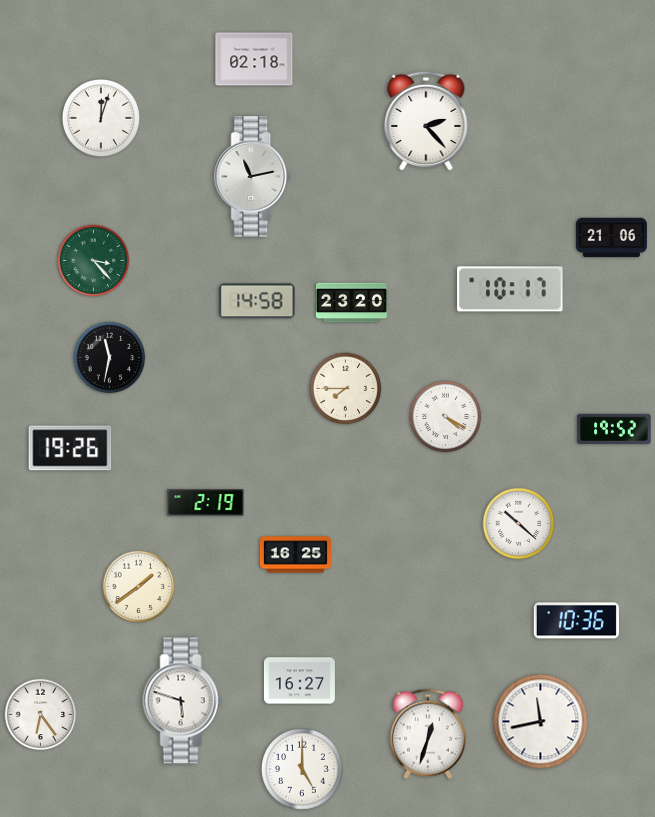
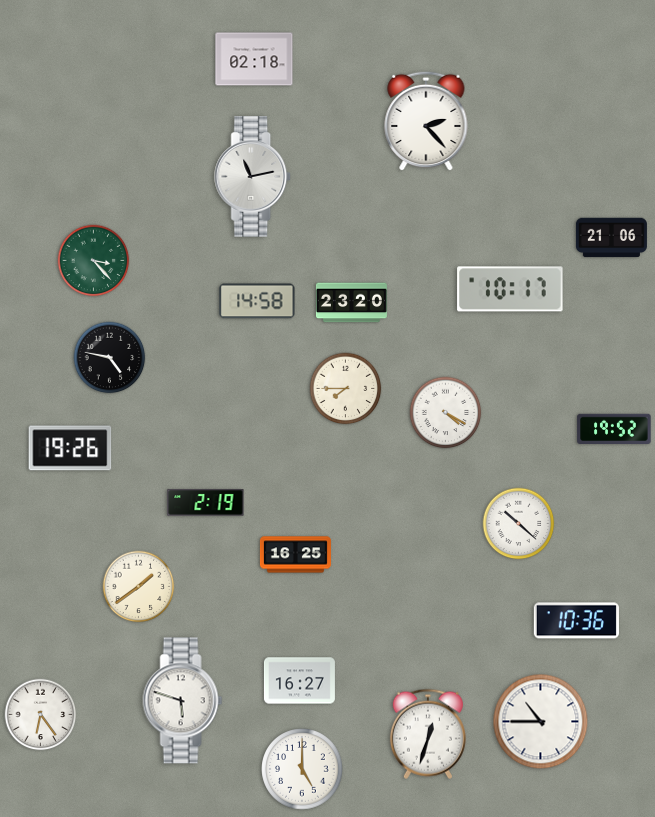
clock at (101, 118): 12:03 -> none
clock at (110, 358): 11:32 -> 4:47
clock at (446, 417) position: (446, 417) -> (446, 413)
clock at (541, 722): 11:43 -> 10:45
